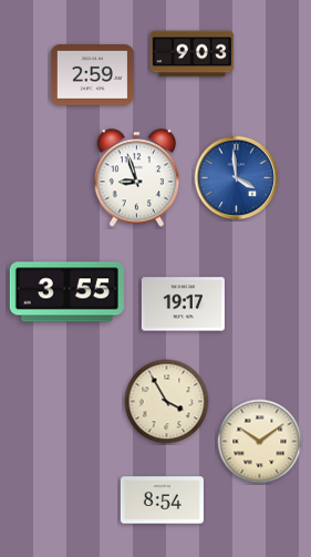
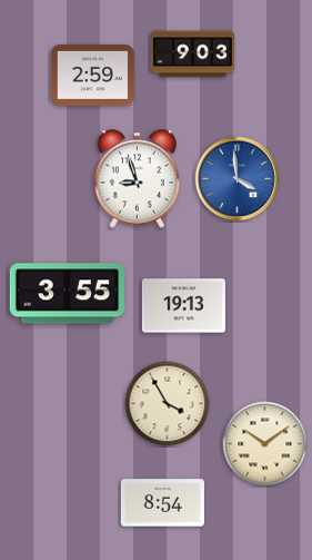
clock at (183, 305): 19:17 -> 19:13
clock at (260, 442) position: (260, 442) -> (265, 444)
